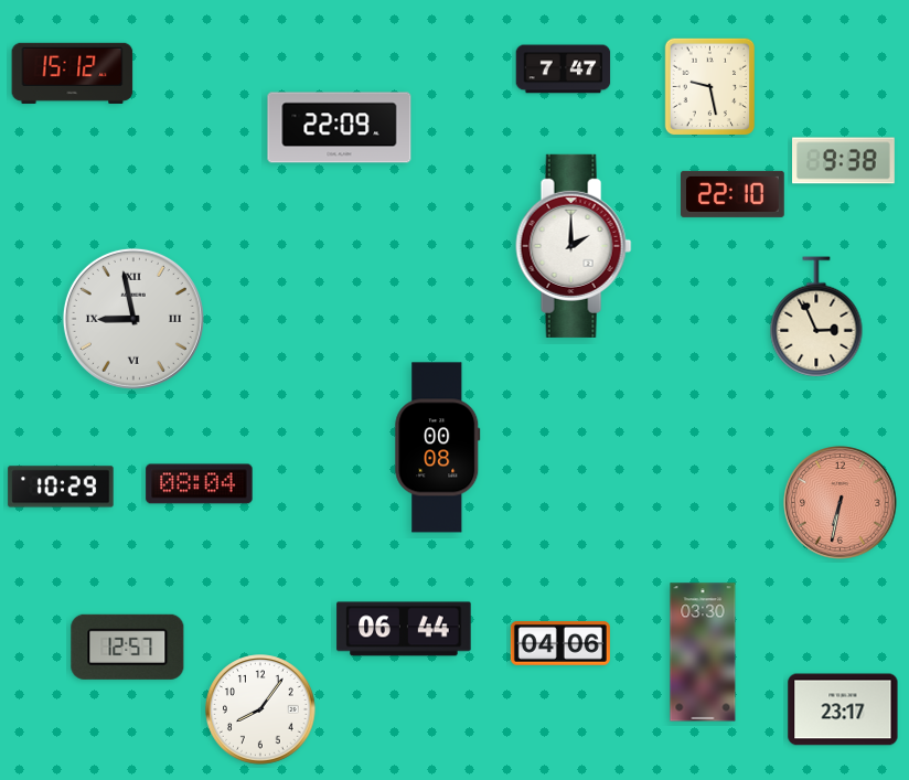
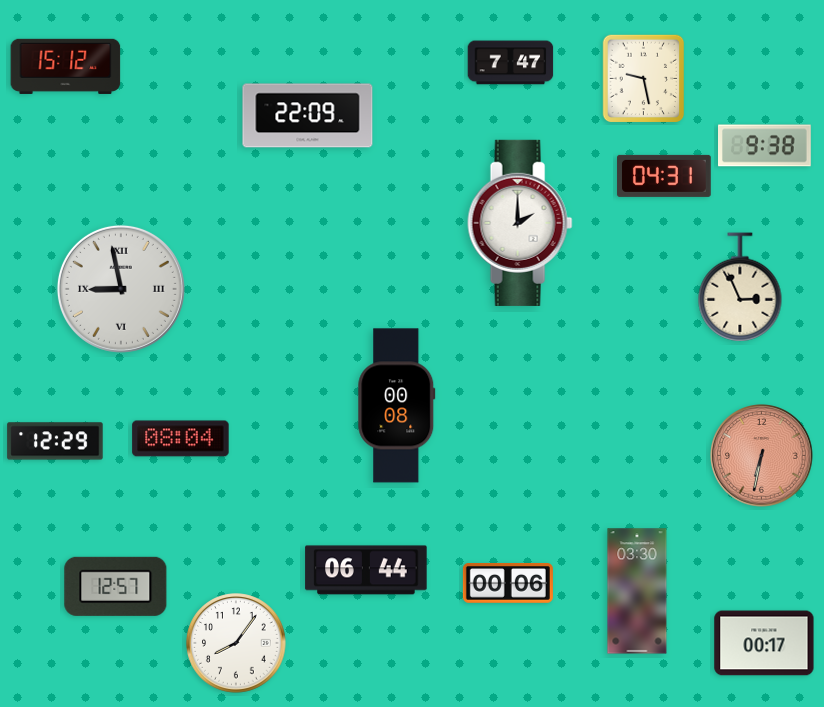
clock at (732, 194): 22:10 -> 04:31
clock at (61, 487): 10:29 -> 12:29
clock at (560, 644): 04:06 -> 00:06
clock at (843, 709): 23:17 -> 00:17
